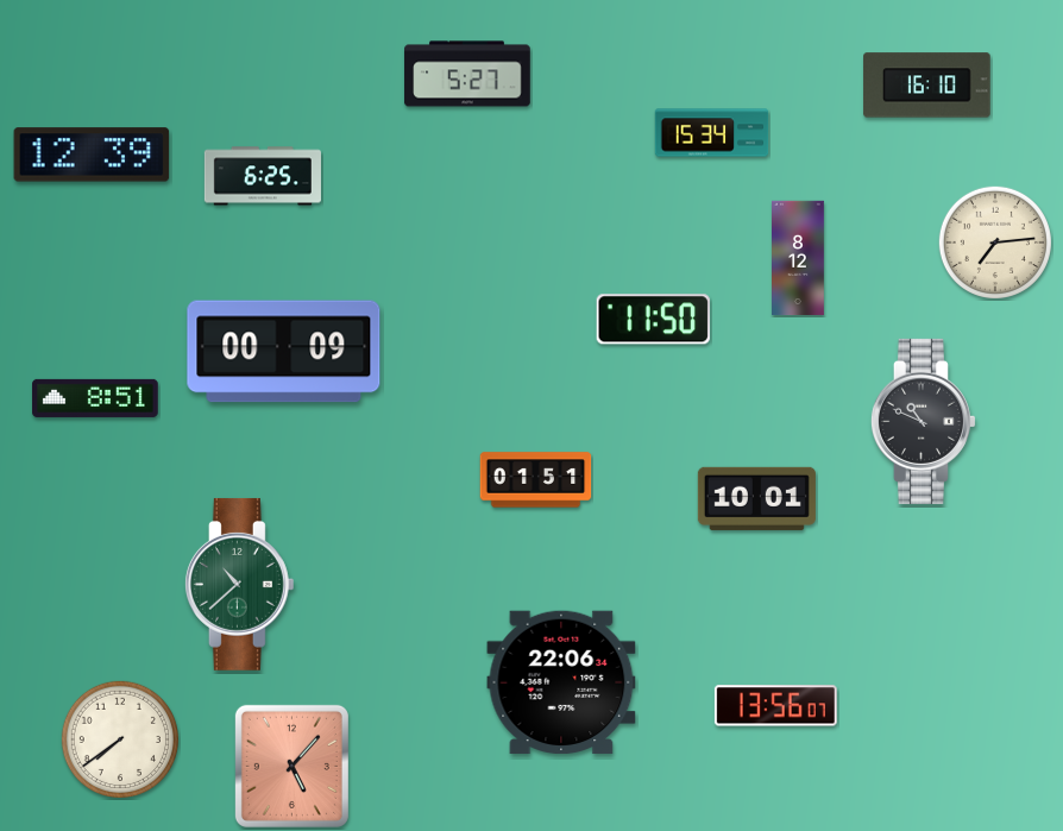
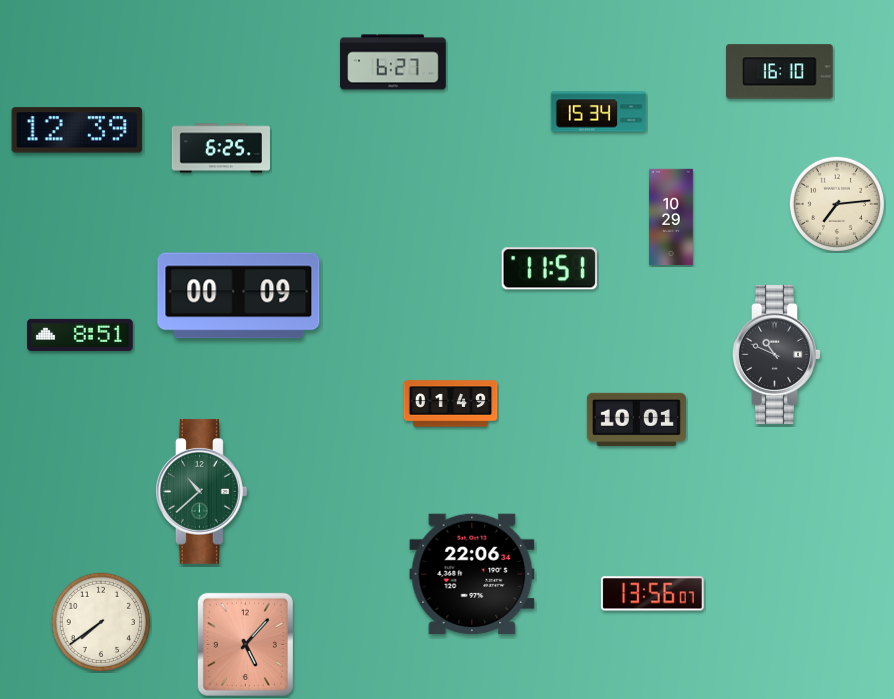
clock at (467, 74): 5:27 -> 6:27
clock at (799, 258): 8:12 -> 10:29
clock at (653, 320): 11:50 -> 11:51
clock at (536, 480): 01:51 -> 01:49
